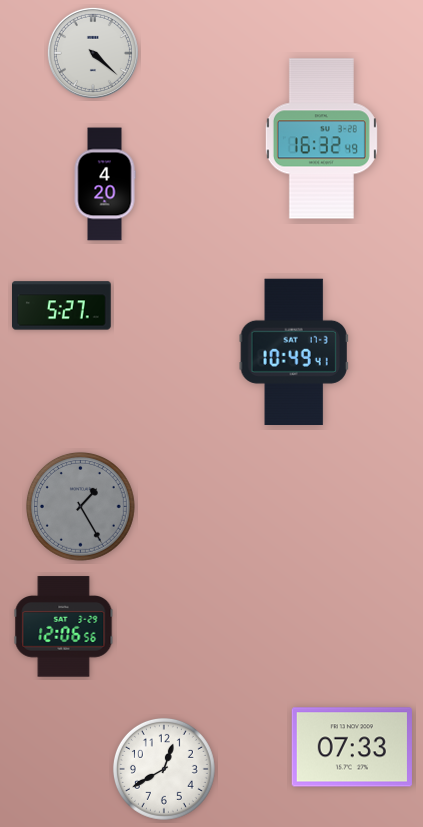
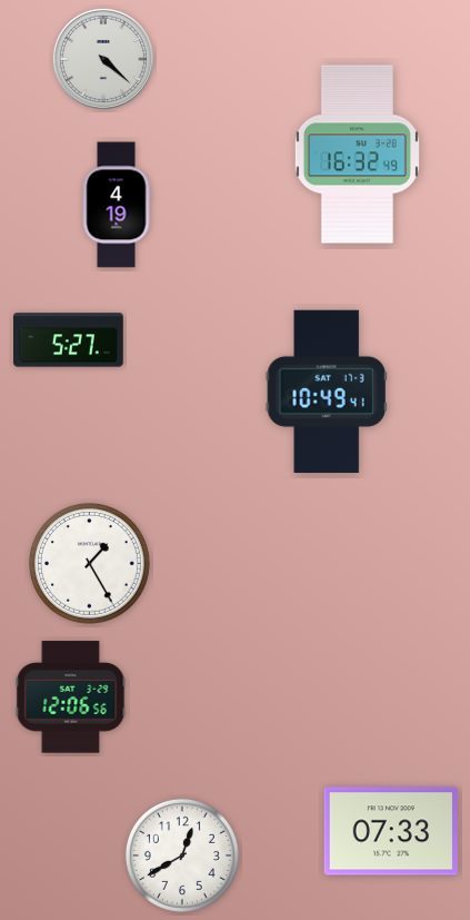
clock at (105, 184): 4:20 -> 4:19
clock at (81, 507) dial: grey -> white
